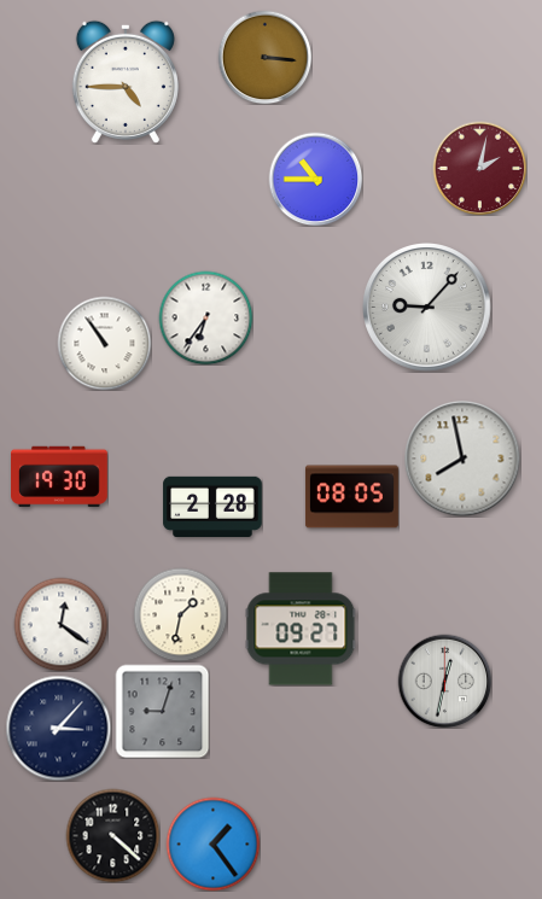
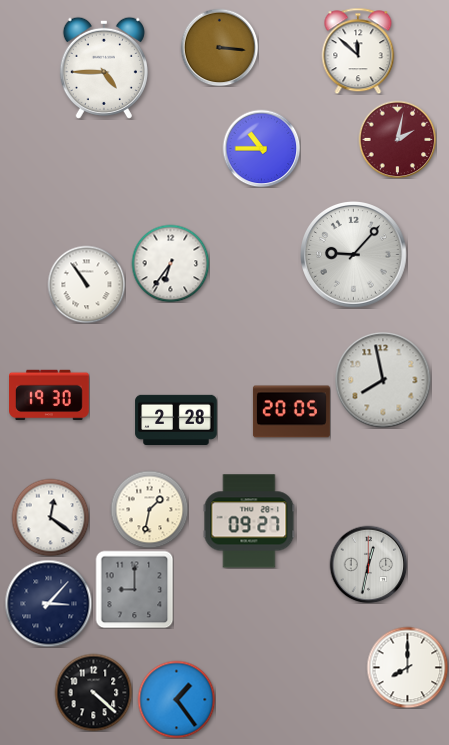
clock at (358, 51): none -> 11:52
clock at (351, 497): 08:05 -> 20:05
clock at (162, 711): 9:03 -> 9:00
clock at (407, 667): none -> 8:00
